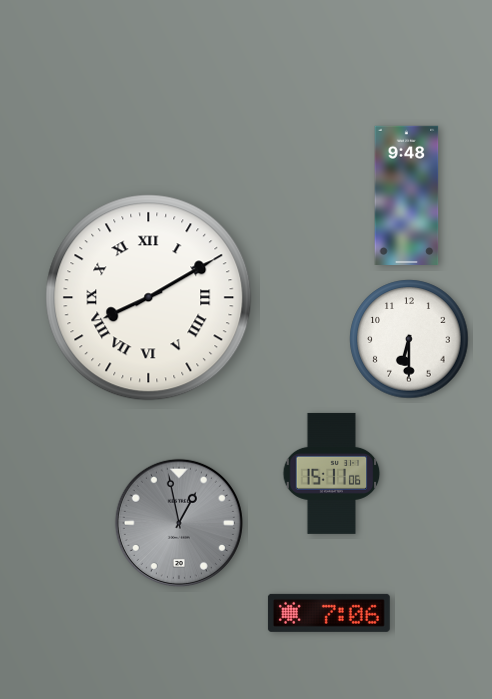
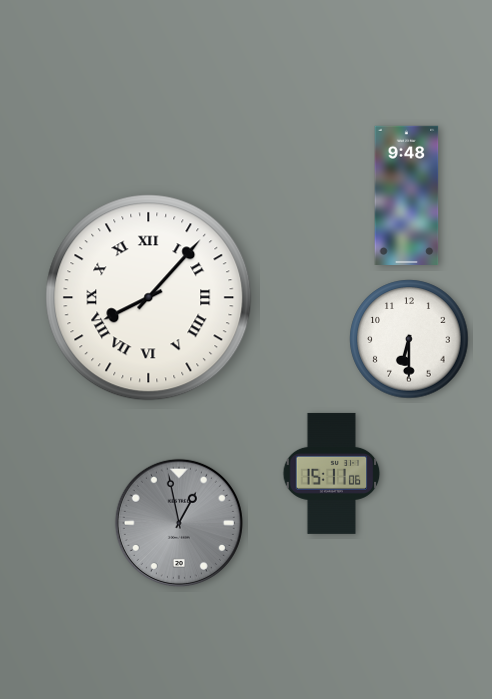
clock at (149, 298): 8:10 -> 8:07
clock at (329, 613): 7:06 -> none
